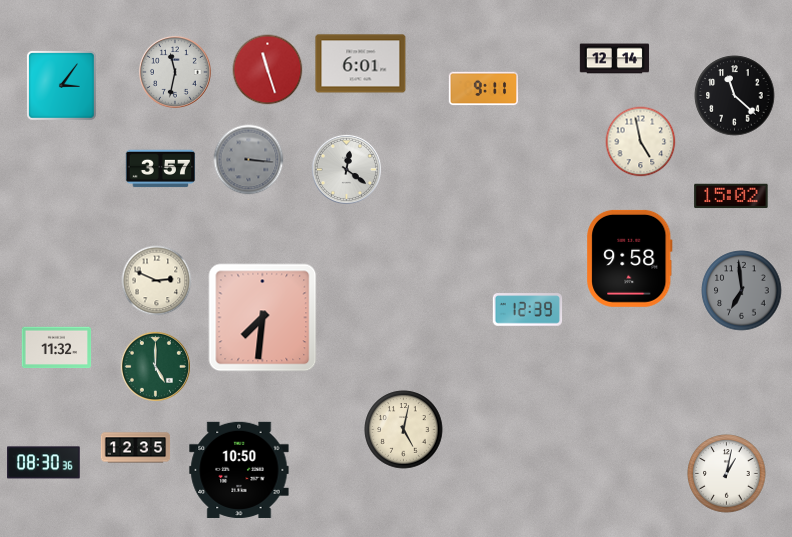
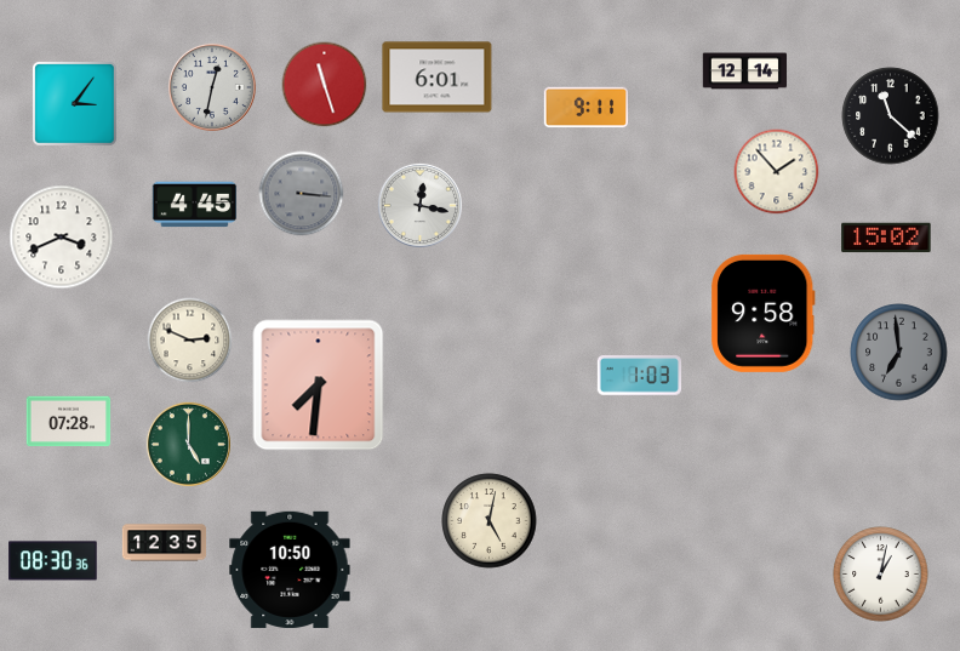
clock at (175, 72): 11:32 -> 12:32
clock at (641, 142): 4:58 -> 1:53
clock at (161, 169): 3:57 -> 4:45
clock at (346, 169): 12:21 -> 12:17
clock at (62, 238): none -> 3:41
clock at (528, 310): 12:39 -> 1:03
clock at (57, 348): 11:32 -> 07:28
